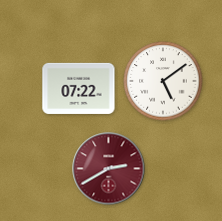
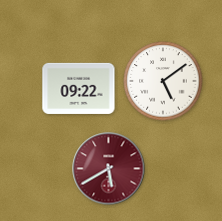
clock at (79, 88): 07:22 -> 09:22
clock at (109, 169): 2:40 -> 5:40
